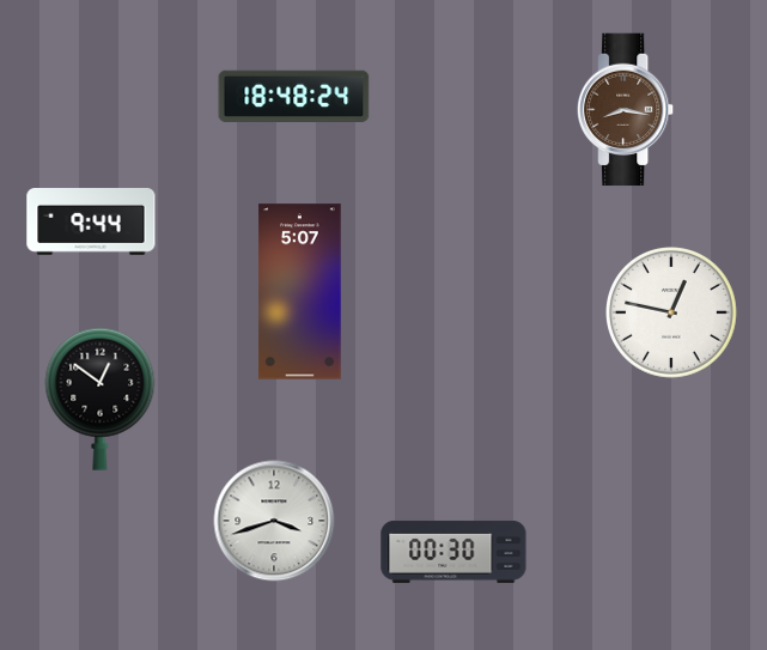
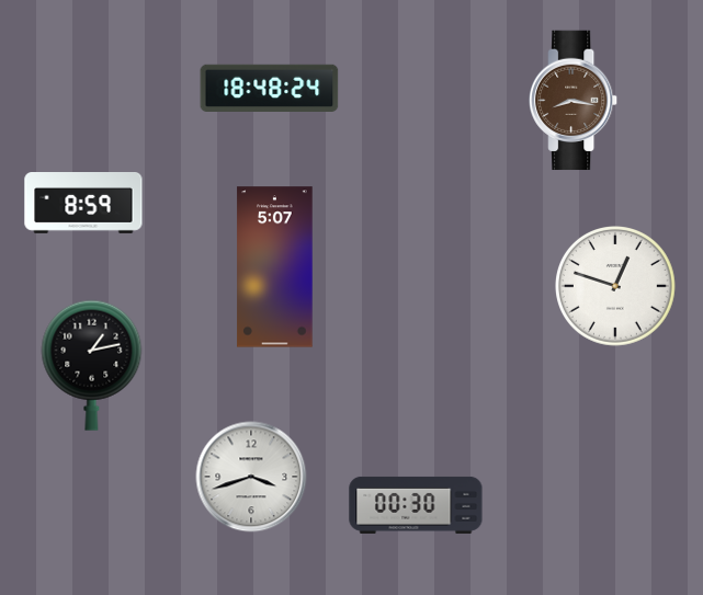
clock at (91, 223): 9:44 -> 8:59
clock at (672, 314): 12:47 -> 12:48
clock at (101, 399): 12:51 -> 1:13
